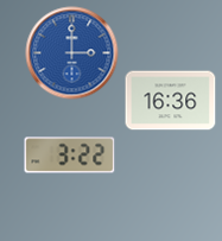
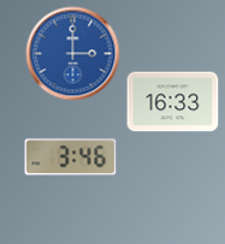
clock at (171, 101): 16:36 -> 16:33
clock at (70, 156): 3:22 -> 3:46
